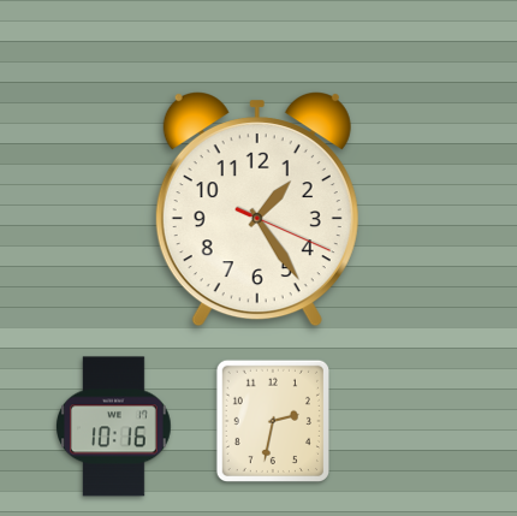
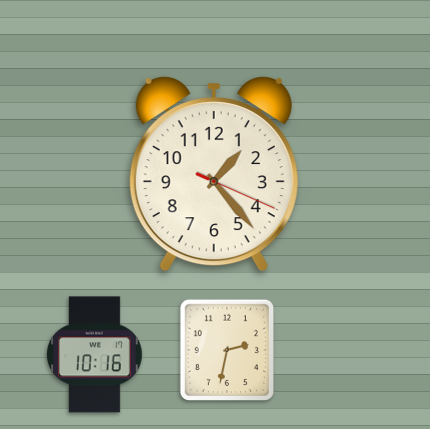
clock at (257, 210): 1:24 -> 1:23
